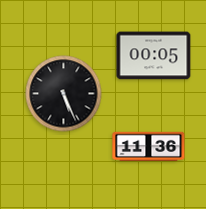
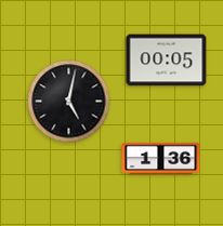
clock at (64, 94): 5:26 -> 5:02
clock at (149, 147): 11:36 -> 1:36
